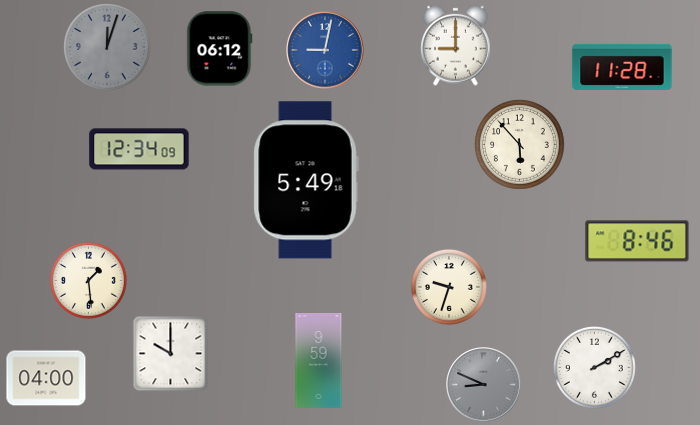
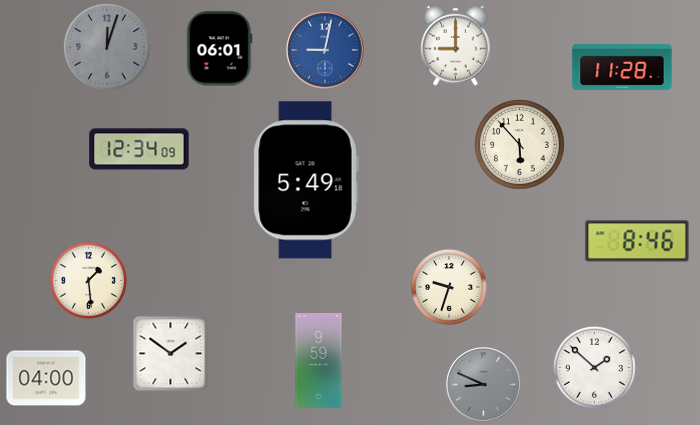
clock at (220, 49): 06:12 -> 06:01
clock at (171, 354): 10:00 -> 1:51
clock at (594, 367): 2:10 -> 1:52
